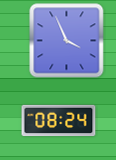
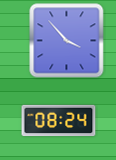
clock at (67, 41): 3:56 -> 3:53
